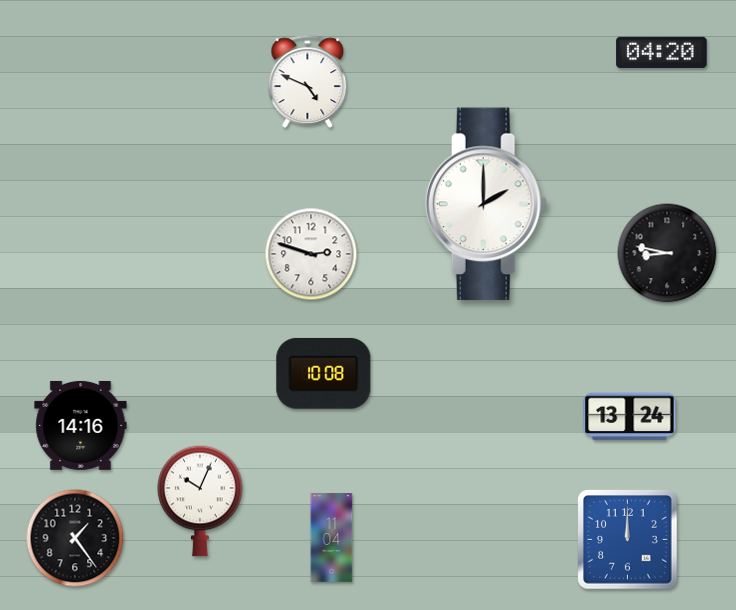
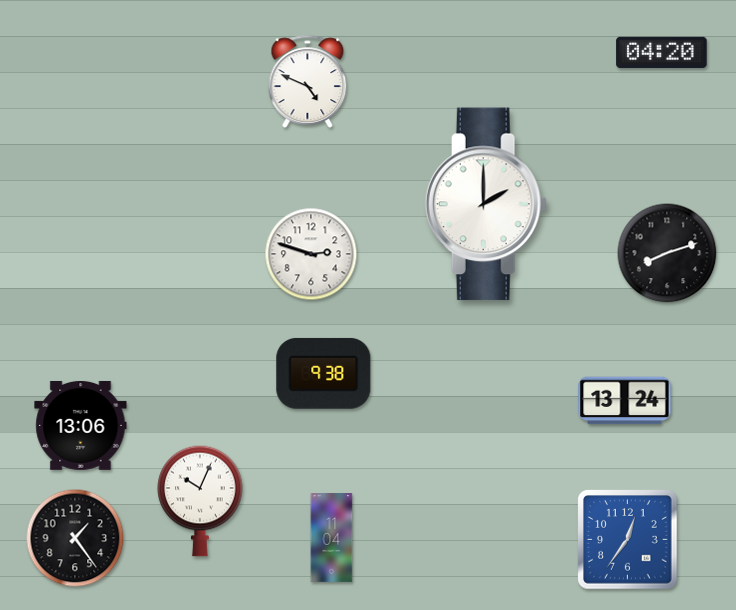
clock at (667, 253): 8:47 -> 8:12
clock at (324, 373): 10:08 -> 9:38
clock at (630, 417) position: (630, 417) -> (625, 401)
clock at (81, 425): 14:16 -> 13:06
clock at (628, 540): 12:00 -> 12:36
